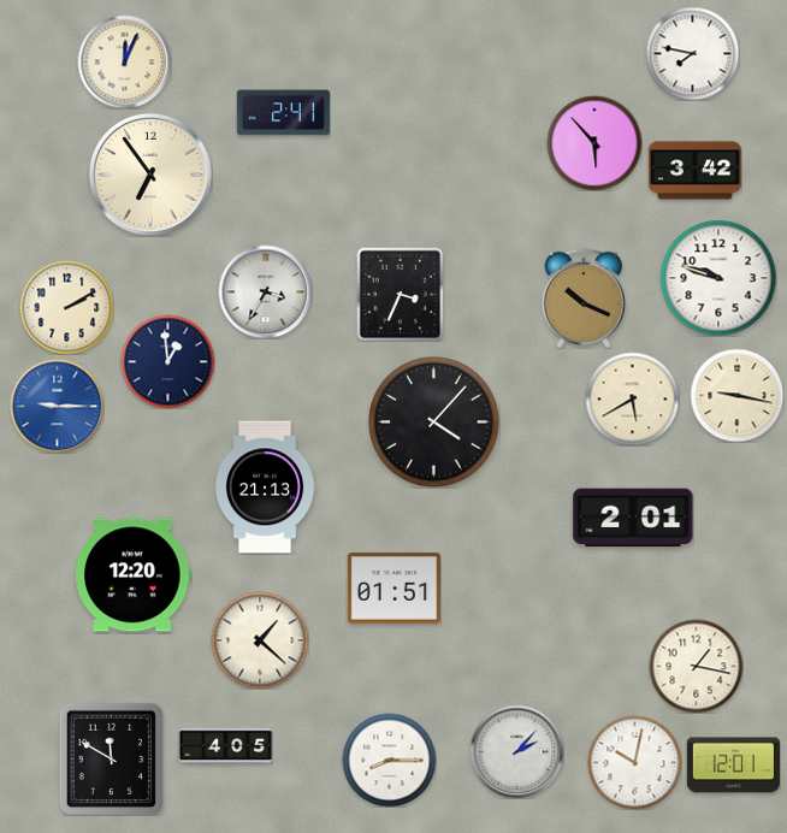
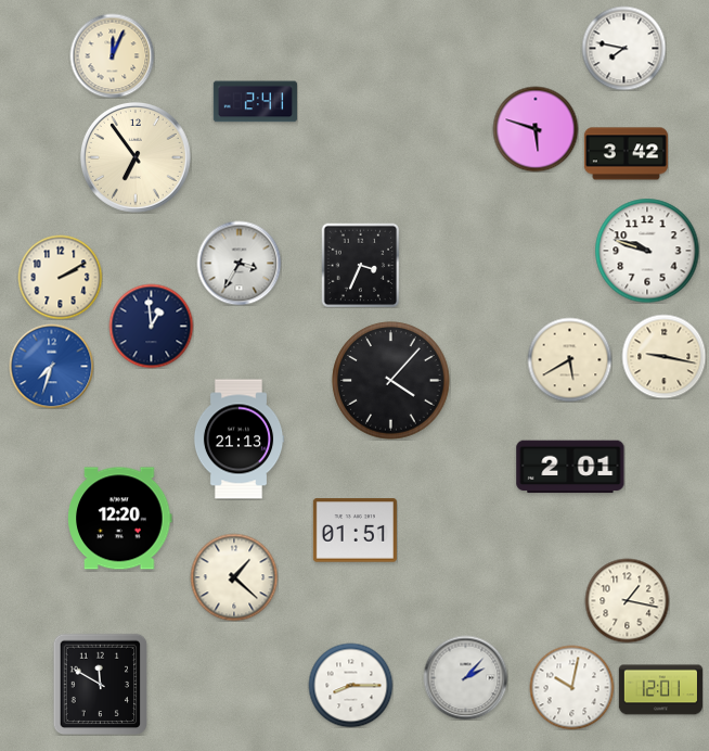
clock at (594, 143): 5:53 -> 5:48
clock at (584, 297): 10:19 -> none
clock at (57, 406): 9:15 -> 7:33
clock at (225, 745): 4:05 -> none
